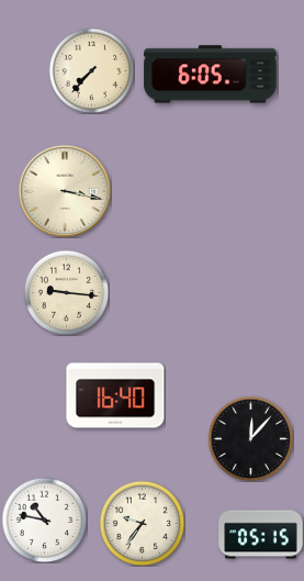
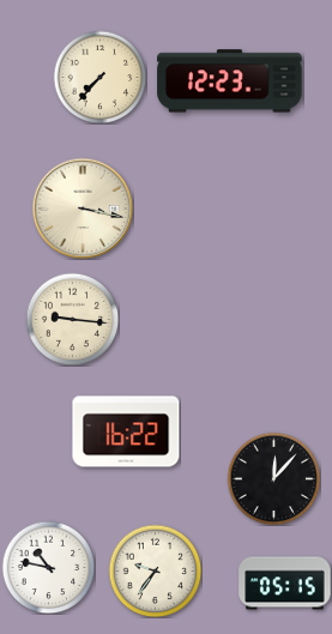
clock at (211, 75): 6:05 -> 12:23
clock at (65, 191) position: (65, 191) -> (83, 209)
clock at (115, 395): 16:40 -> 16:22
